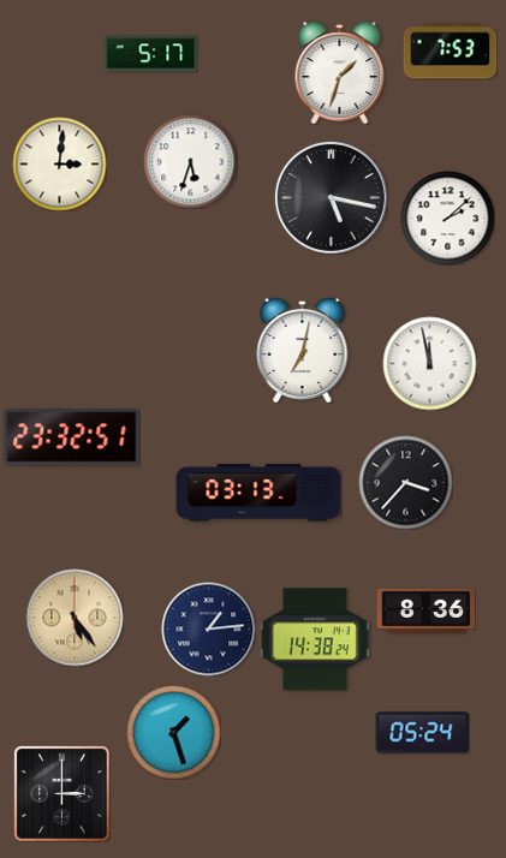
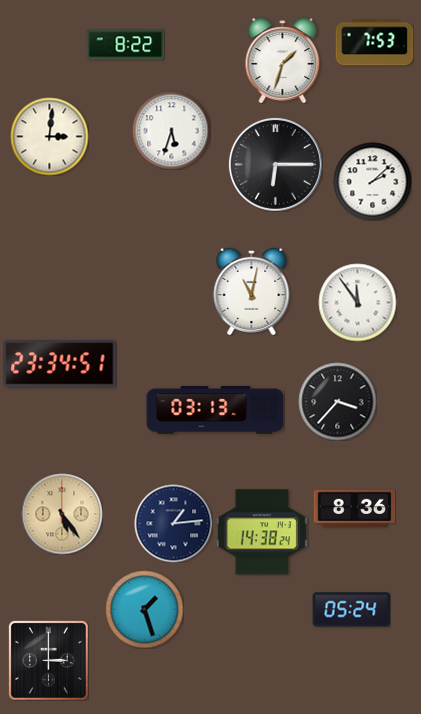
clock at (150, 54): 5:17 -> 8:22
clock at (190, 161) position: (190, 161) -> (171, 130)
clock at (331, 197): 5:17 -> 6:15
clock at (303, 350): 7:02 -> 11:02
clock at (429, 363): 11:58 -> 11:54
clock at (72, 437): 23:32 -> 23:34
clock at (61, 793) position: (61, 793) -> (48, 660)
